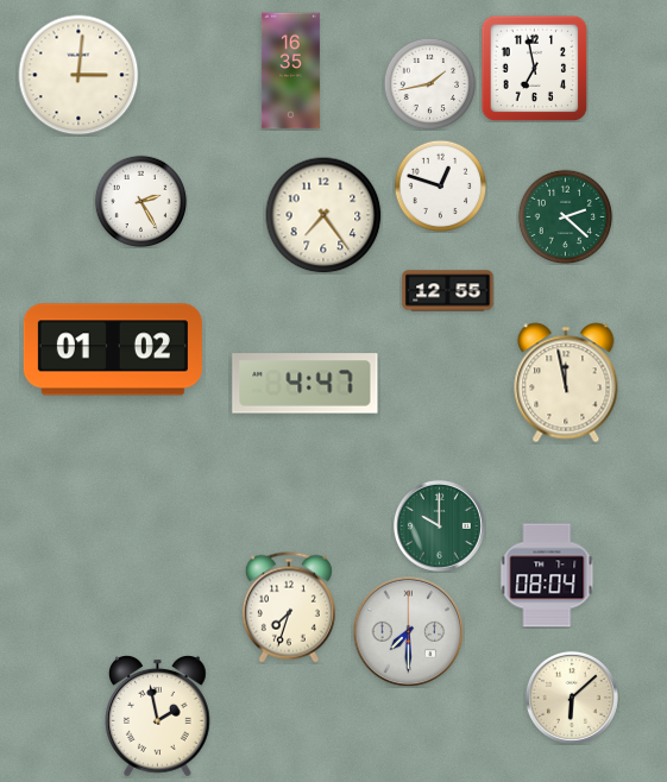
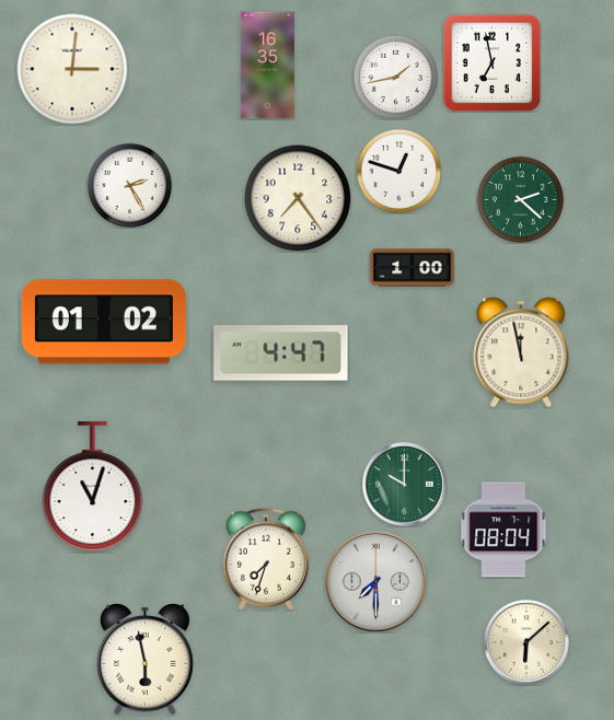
clock at (440, 185) position: (440, 185) -> (398, 171)
clock at (448, 291): 12:55 -> 1:00
clock at (93, 486): none -> 11:03
clock at (158, 717): 1:58 -> 5:58
